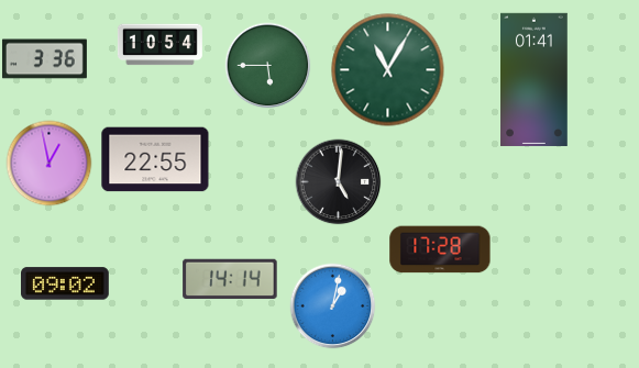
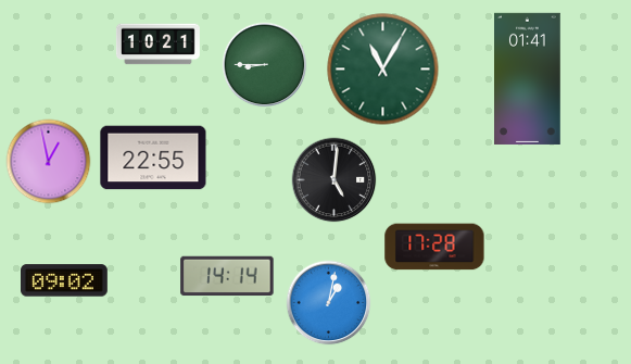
clock at (159, 45): 10:54 -> 10:21
clock at (44, 59): 3:36 -> none
clock at (267, 65): 5:45 -> 8:45
